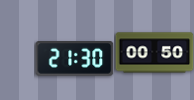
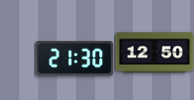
clock at (154, 53): 00:50 -> 12:50
